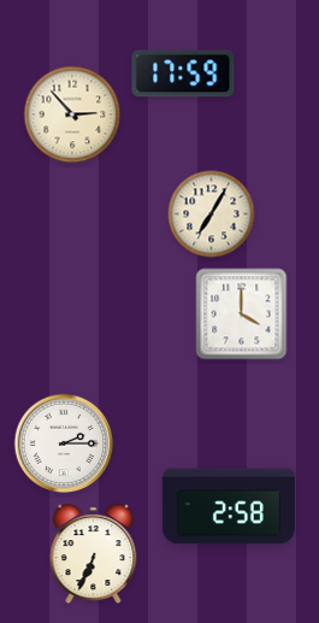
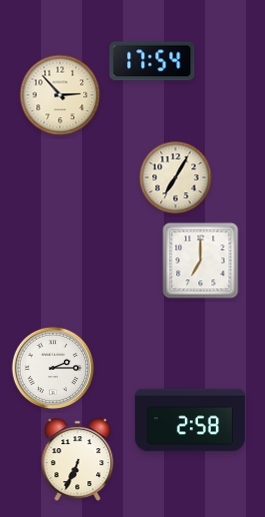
clock at (183, 74): 17:59 -> 17:54
clock at (242, 315): 4:00 -> 7:00
